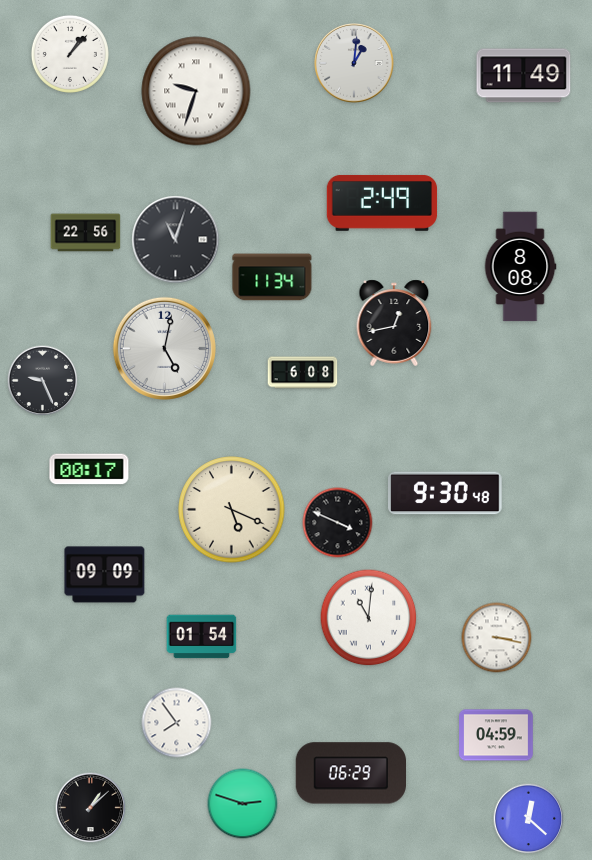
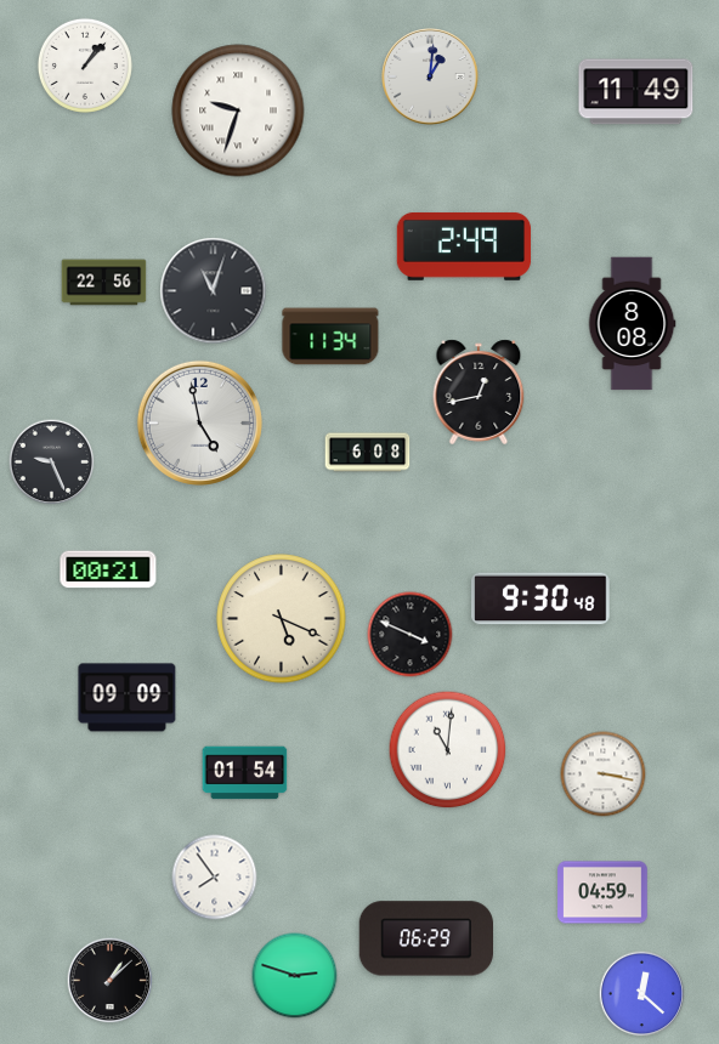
clock at (164, 348): 5:02 -> 4:58
clock at (89, 469): 00:17 -> 00:21
